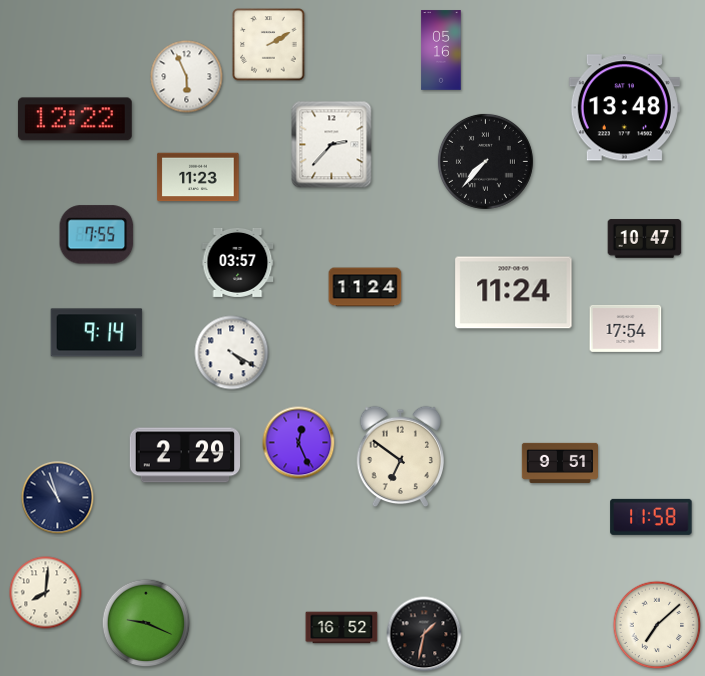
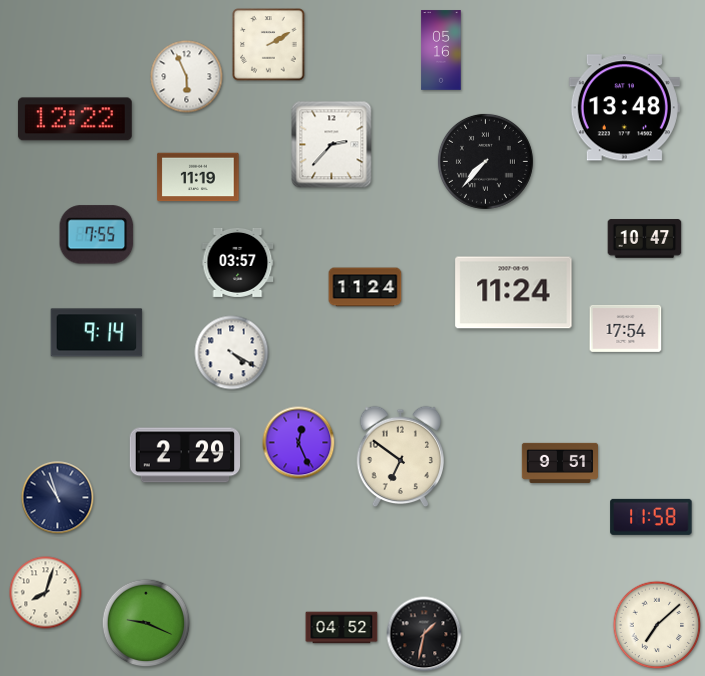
clock at (198, 177): 11:23 -> 11:19
clock at (46, 593): 8:01 -> 8:03
clock at (342, 628): 16:52 -> 04:52
